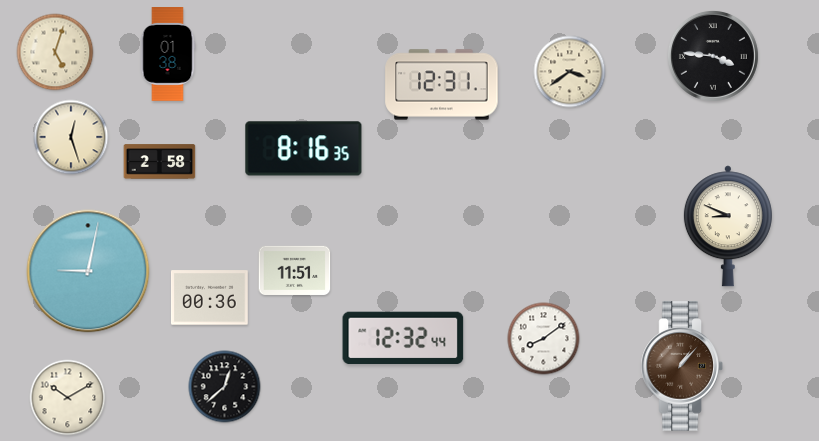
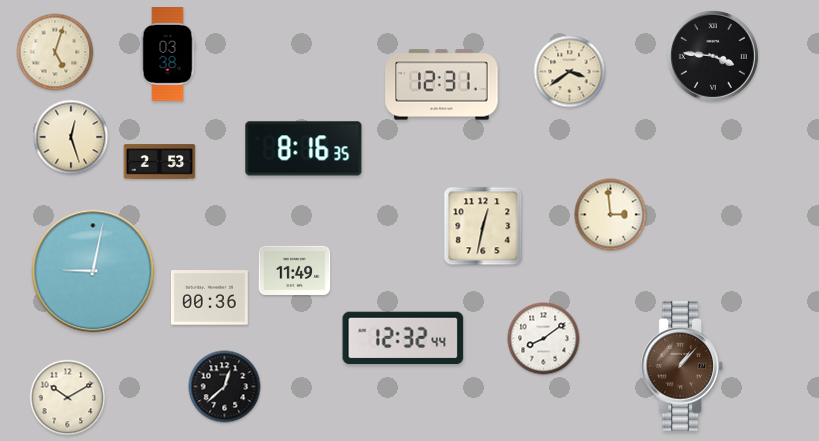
clock at (168, 55): 01:38 -> 03:38
clock at (160, 162): 2:58 -> 2:53
clock at (611, 215): none -> 2:59
clock at (483, 226): none -> 12:32
clock at (728, 226): 8:49 -> none
clock at (295, 270): 11:51 -> 11:49
clock at (88, 271) position: (88, 271) -> (93, 271)
